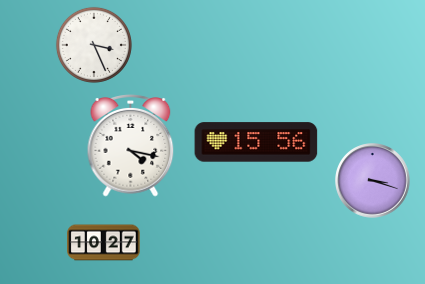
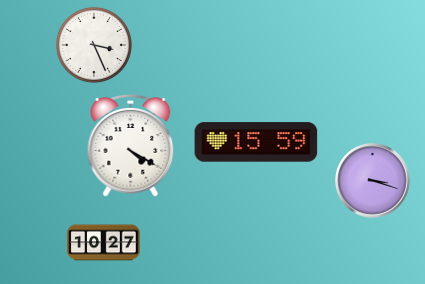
clock at (256, 142): 15:56 -> 15:59
clock at (131, 146): 4:17 -> 4:20
